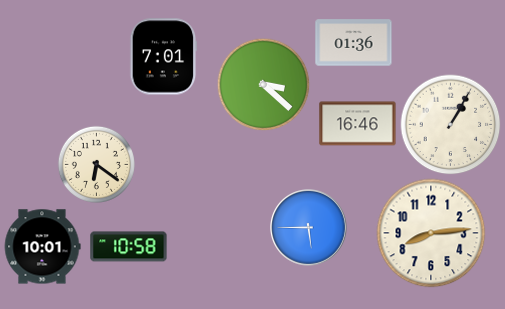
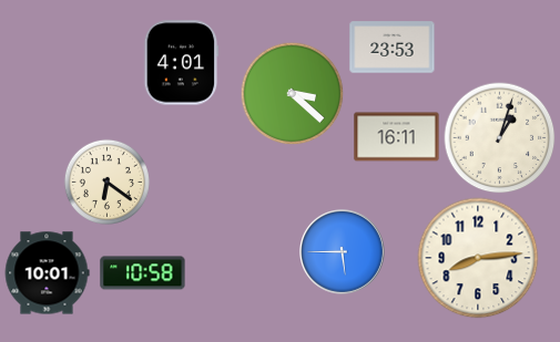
clock at (354, 43): 01:36 -> 23:53
clock at (164, 57): 7:01 -> 4:01
clock at (358, 124): 16:46 -> 16:11
clock at (451, 125): 1:05 -> 1:03
